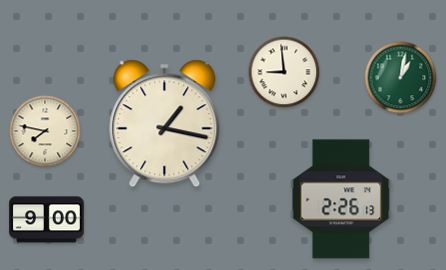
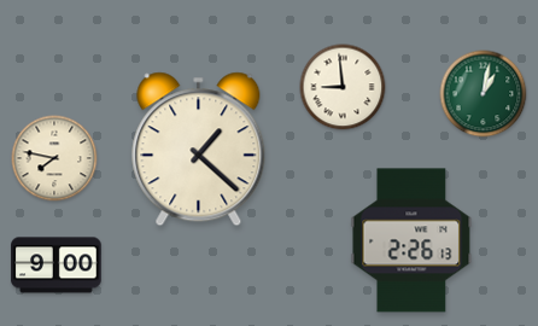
clock at (165, 124): 1:17 -> 1:22
